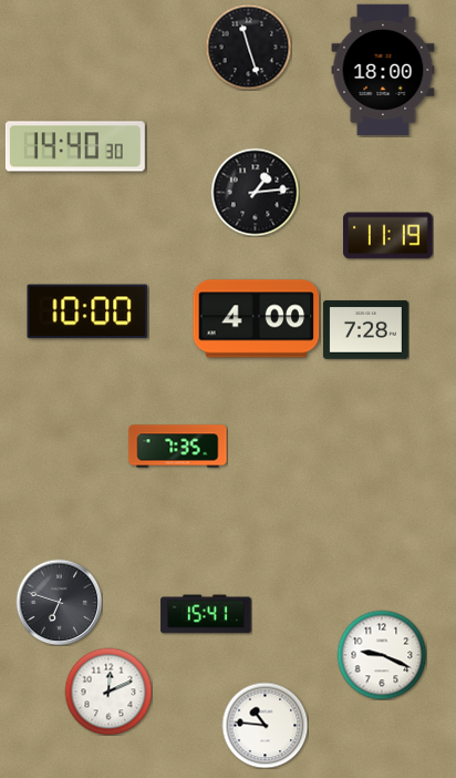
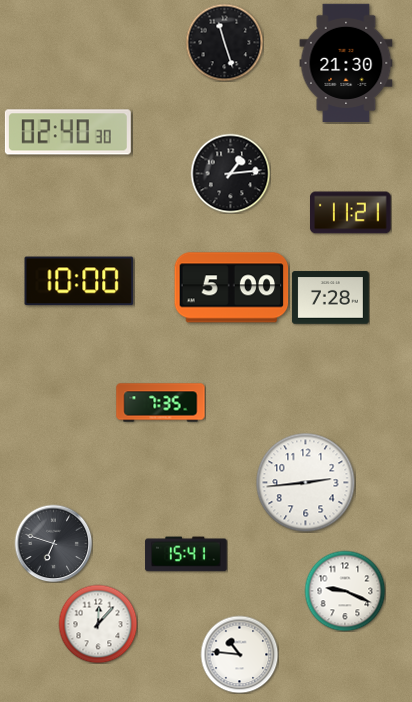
clock at (383, 70): 18:00 -> 21:30
clock at (75, 146): 14:40 -> 02:40
clock at (388, 236): 11:19 -> 11:21
clock at (257, 319): 4:00 -> 5:00
clock at (306, 483): none -> 2:44
clock at (108, 692): 12:11 -> 12:07
